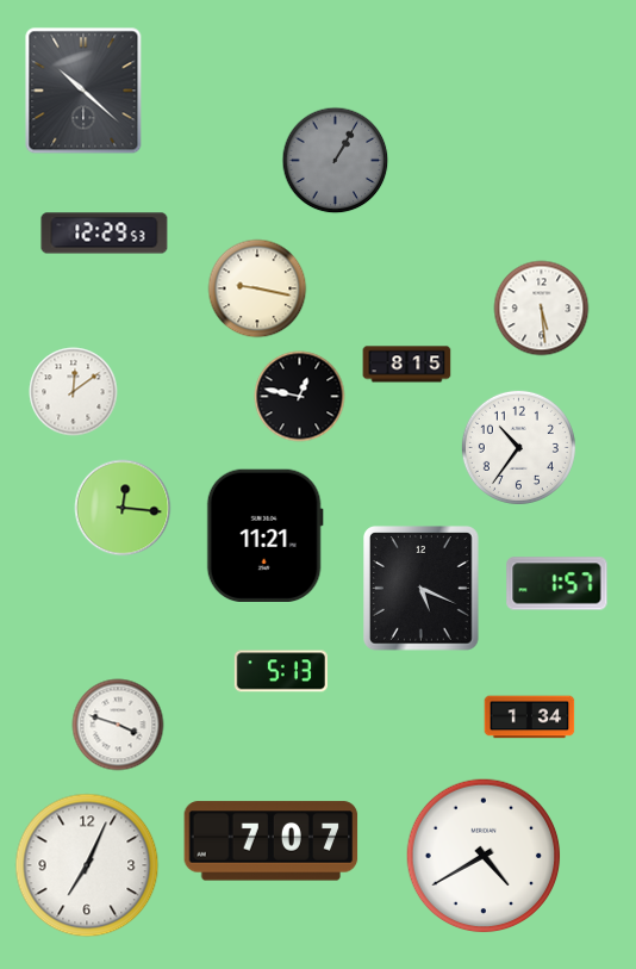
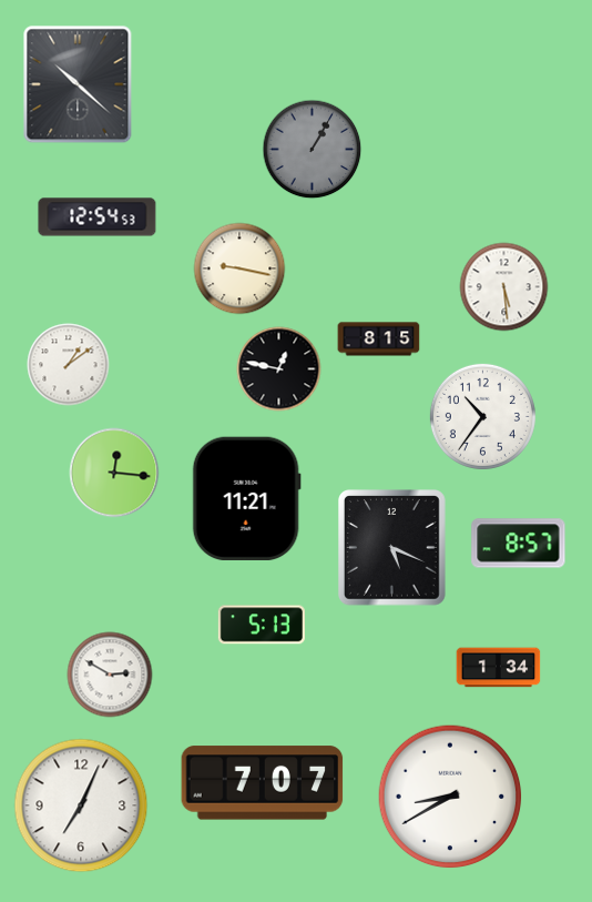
clock at (105, 234): 12:29 -> 12:54
clock at (74, 392): 12:09 -> 1:09
clock at (557, 584): 1:57 -> 8:57
clock at (530, 718) position: (530, 718) -> (499, 668)
clock at (118, 725): 3:48 -> 2:50
clock at (272, 841) position: (272, 841) -> (263, 783)
clock at (484, 856): 4:40 -> 8:40
